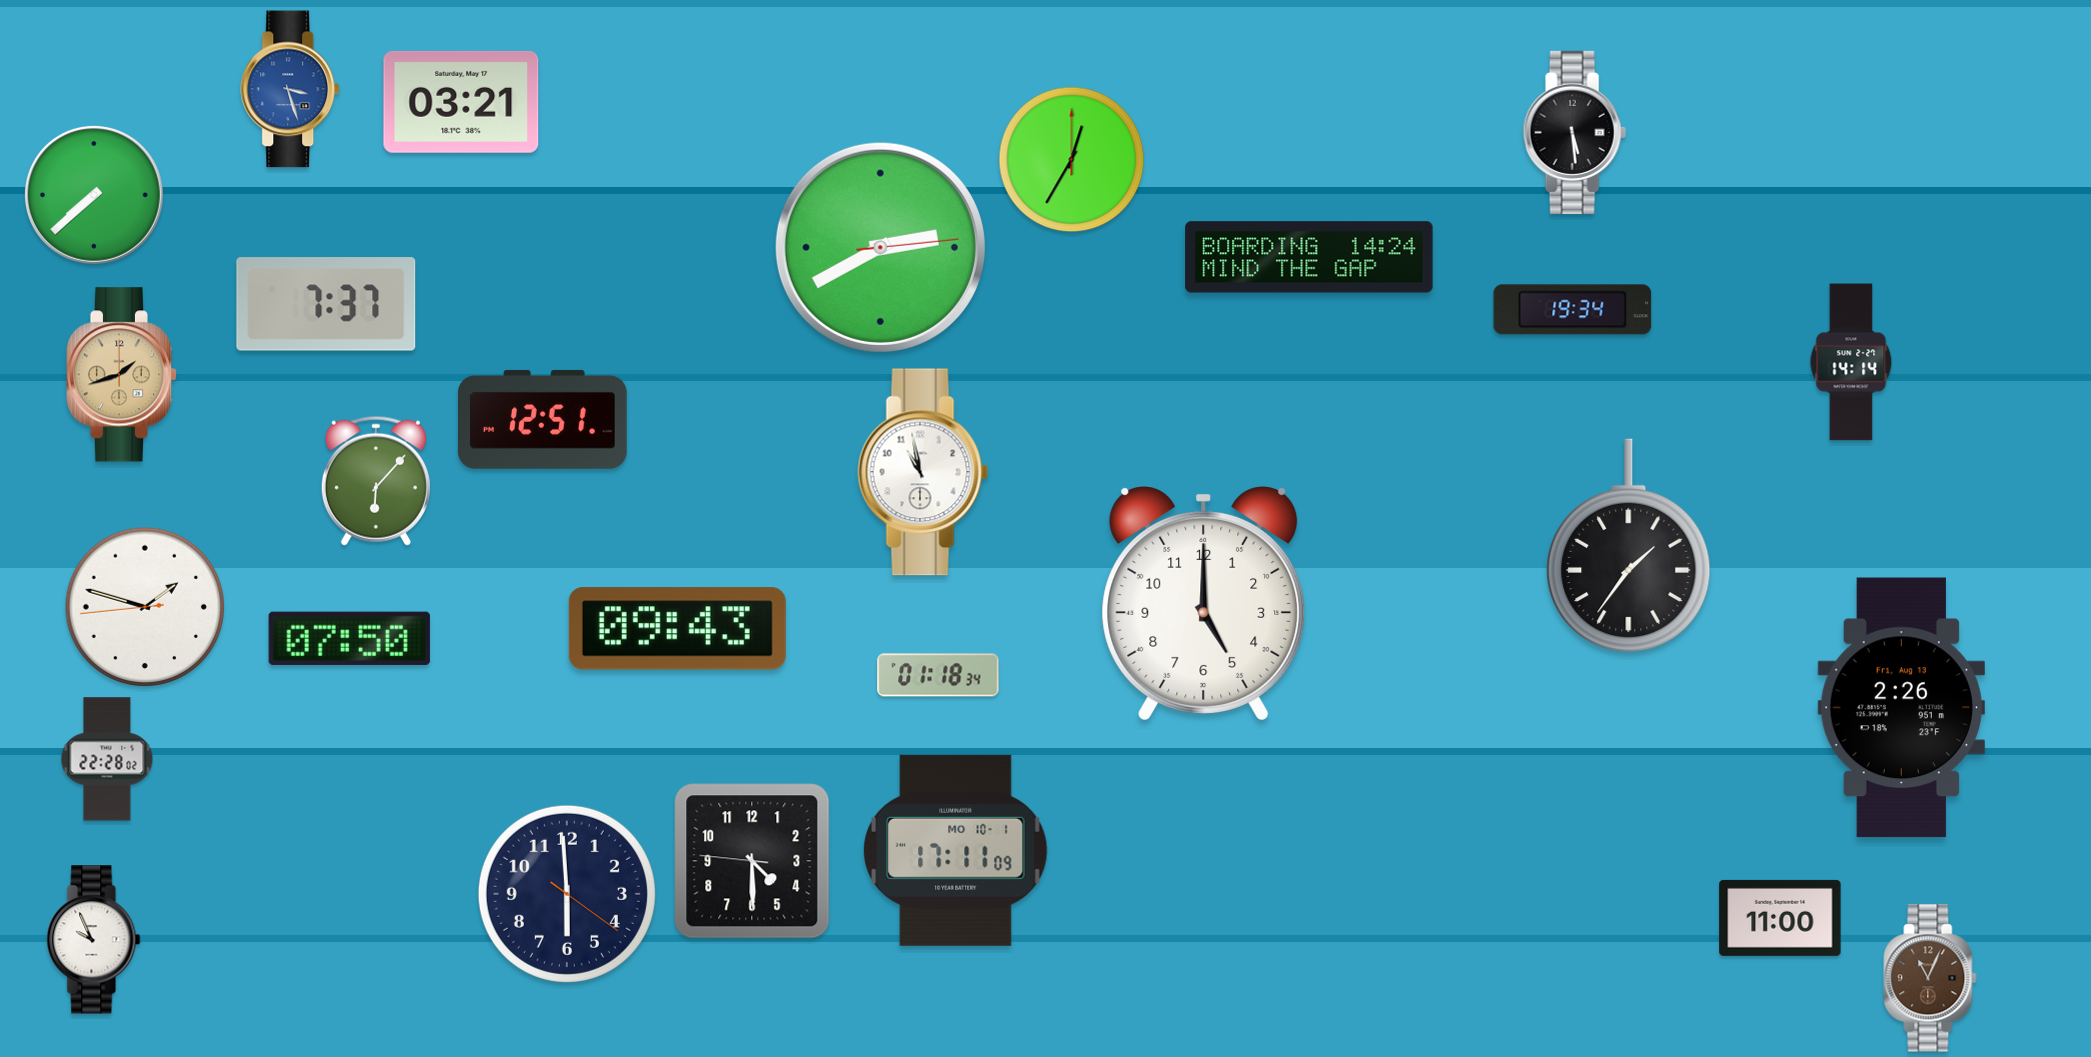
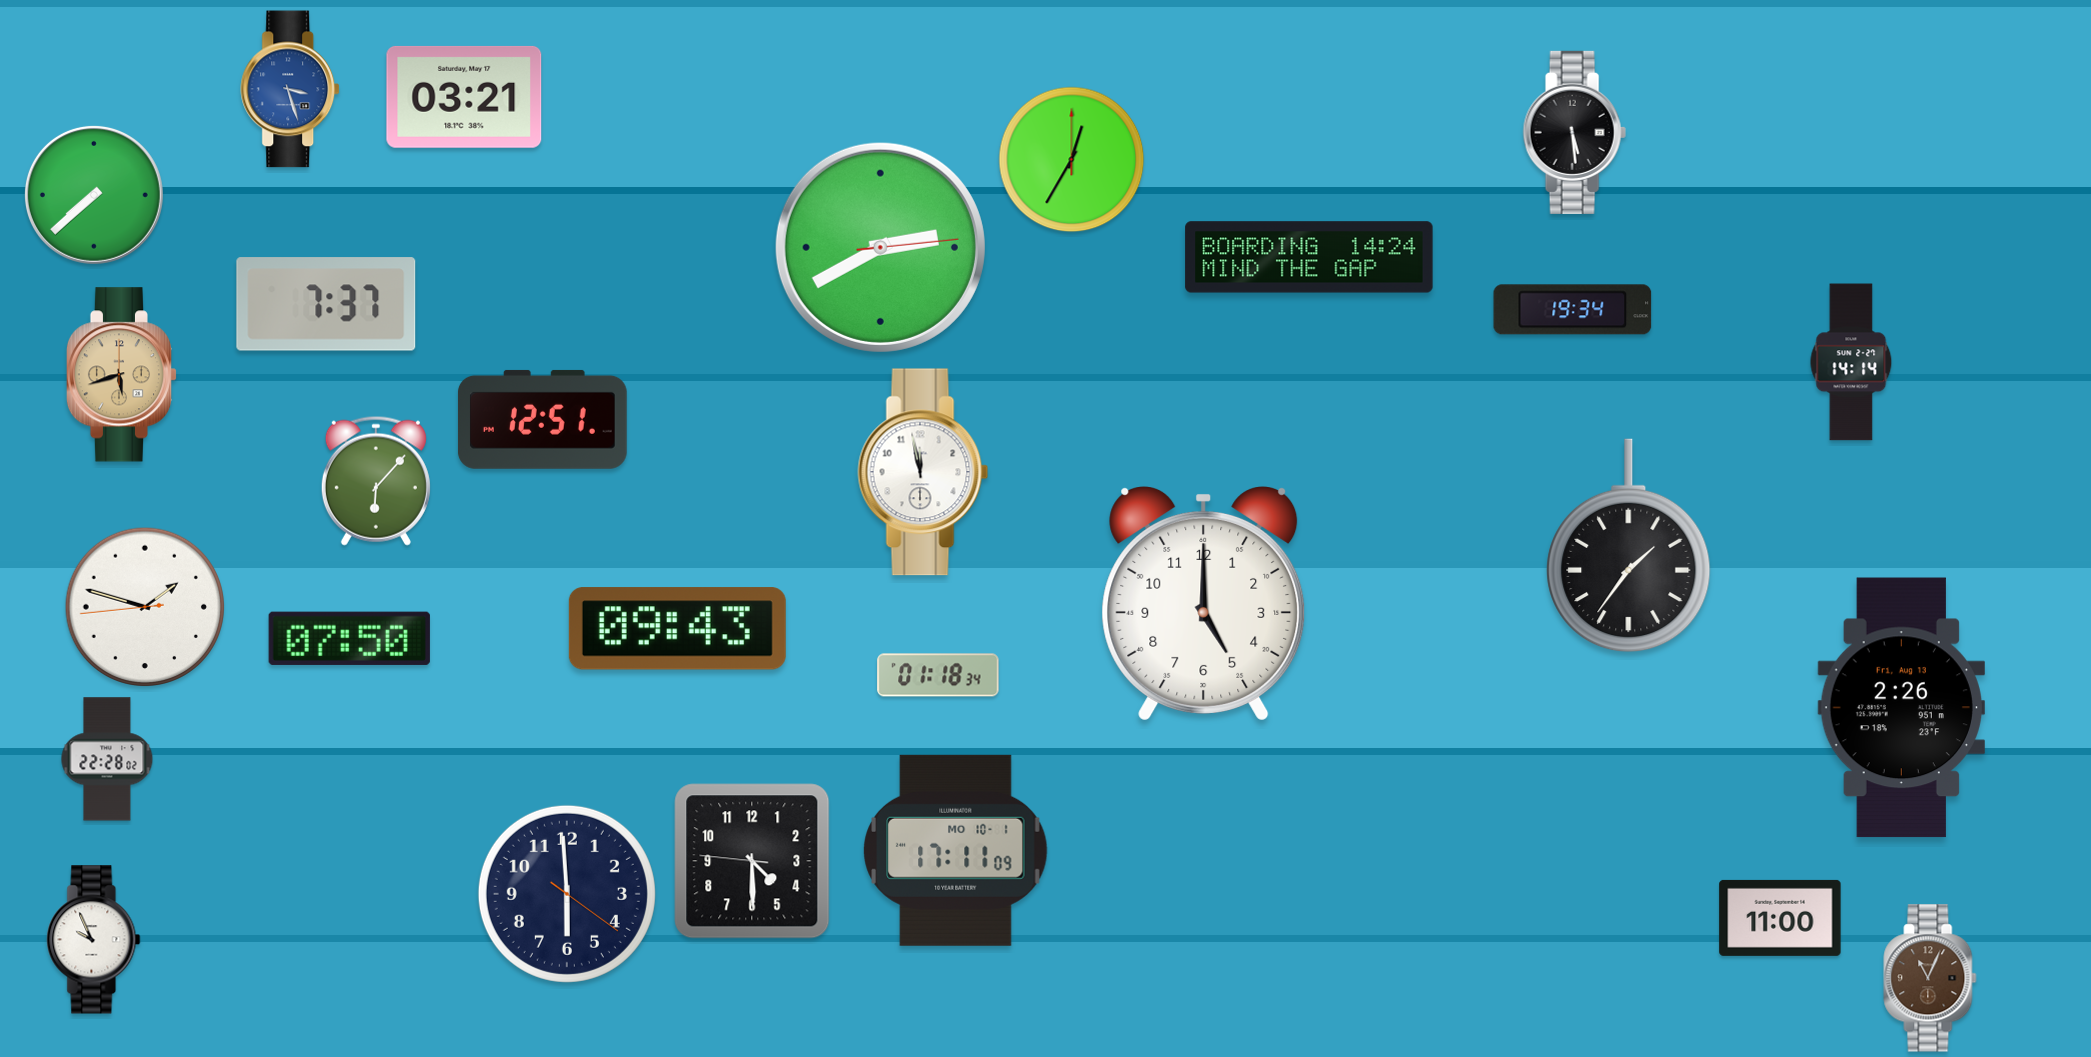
clock at (461, 102) position: (461, 102) -> (464, 97)
clock at (122, 375): 1:42 -> 5:42
clock at (923, 472): 10:58 -> 11:58
